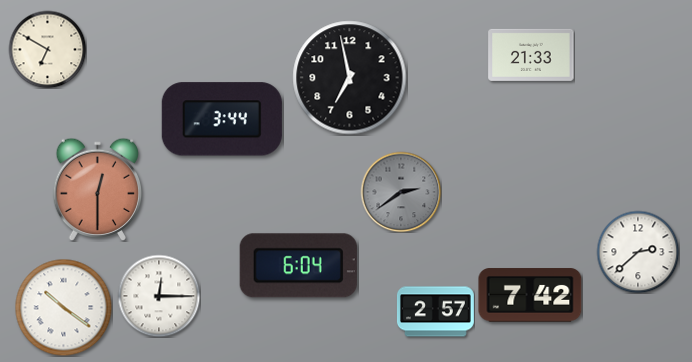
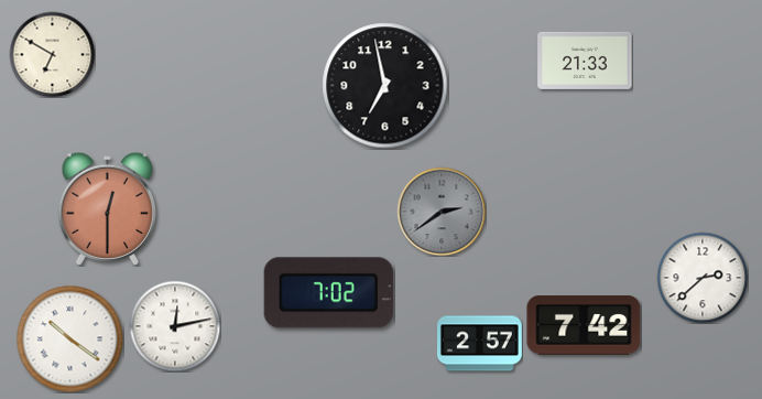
clock at (222, 119): 3:44 -> none
clock at (298, 266): 6:04 -> 7:02
clock at (159, 296): 12:15 -> 12:13
